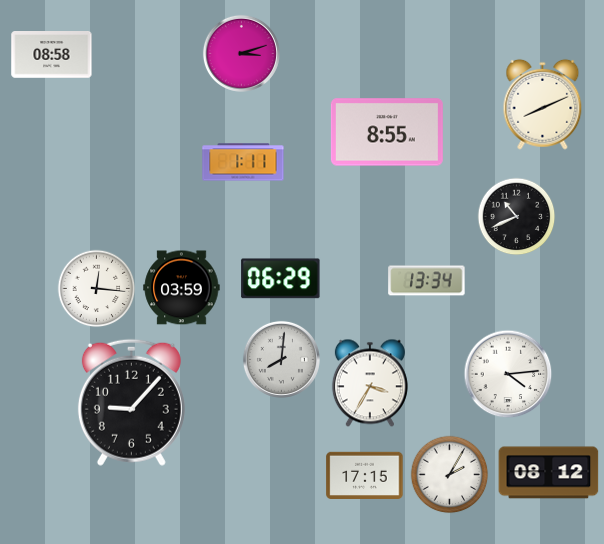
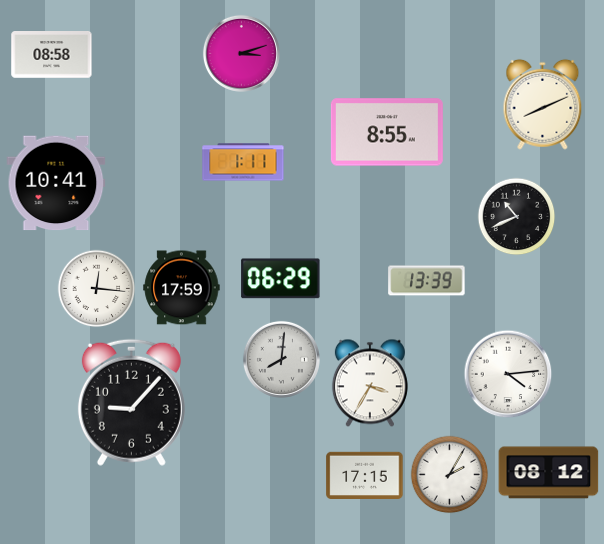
clock at (56, 183): none -> 10:41
clock at (427, 281): 13:34 -> 13:39
clock at (182, 288): 03:59 -> 17:59
